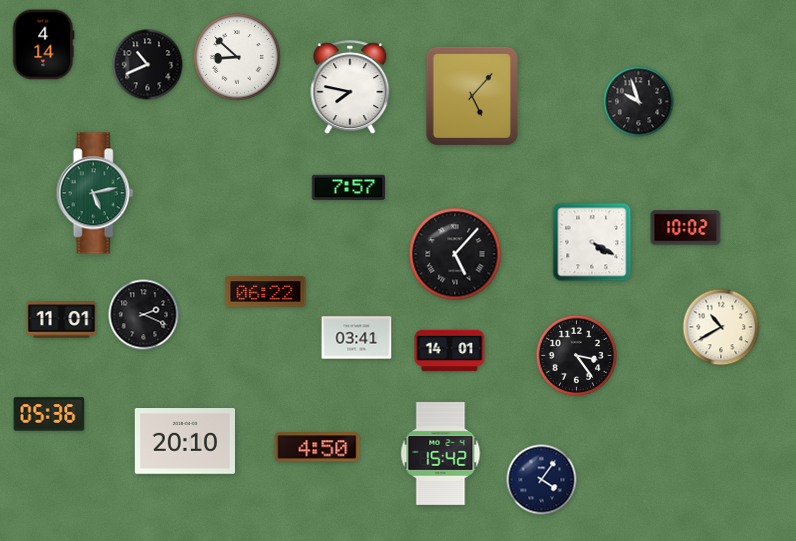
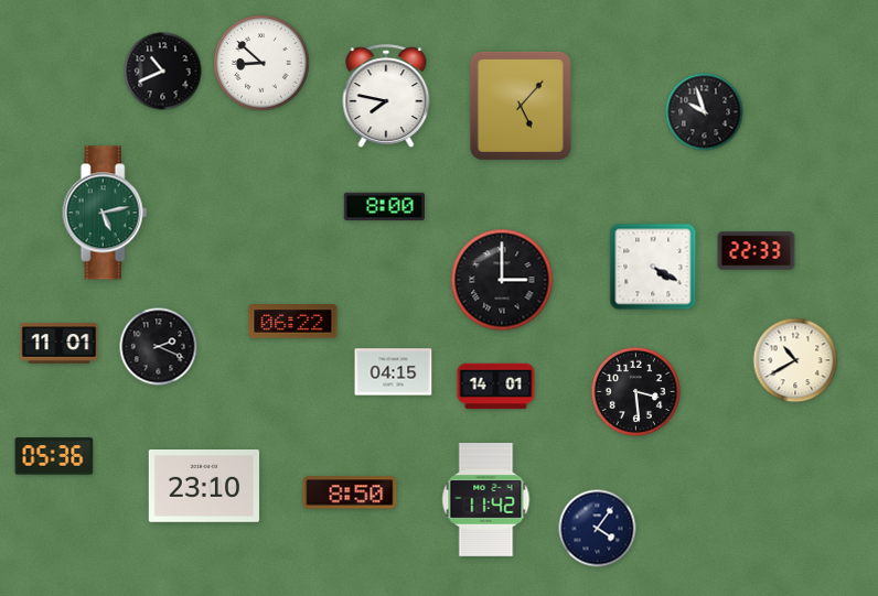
clock at (44, 45): 4:14 -> none
clock at (348, 188): 7:57 -> 8:00
clock at (686, 228): 10:02 -> 22:33
clock at (455, 254): 5:07 -> 3:00
clock at (62, 320) position: (62, 320) -> (60, 344)
clock at (357, 338): 03:41 -> 04:15
clock at (576, 355): 3:24 -> 3:29
clock at (184, 442): 20:10 -> 23:10
clock at (317, 447): 4:50 -> 8:50
clock at (441, 454): 15:42 -> 11:42
